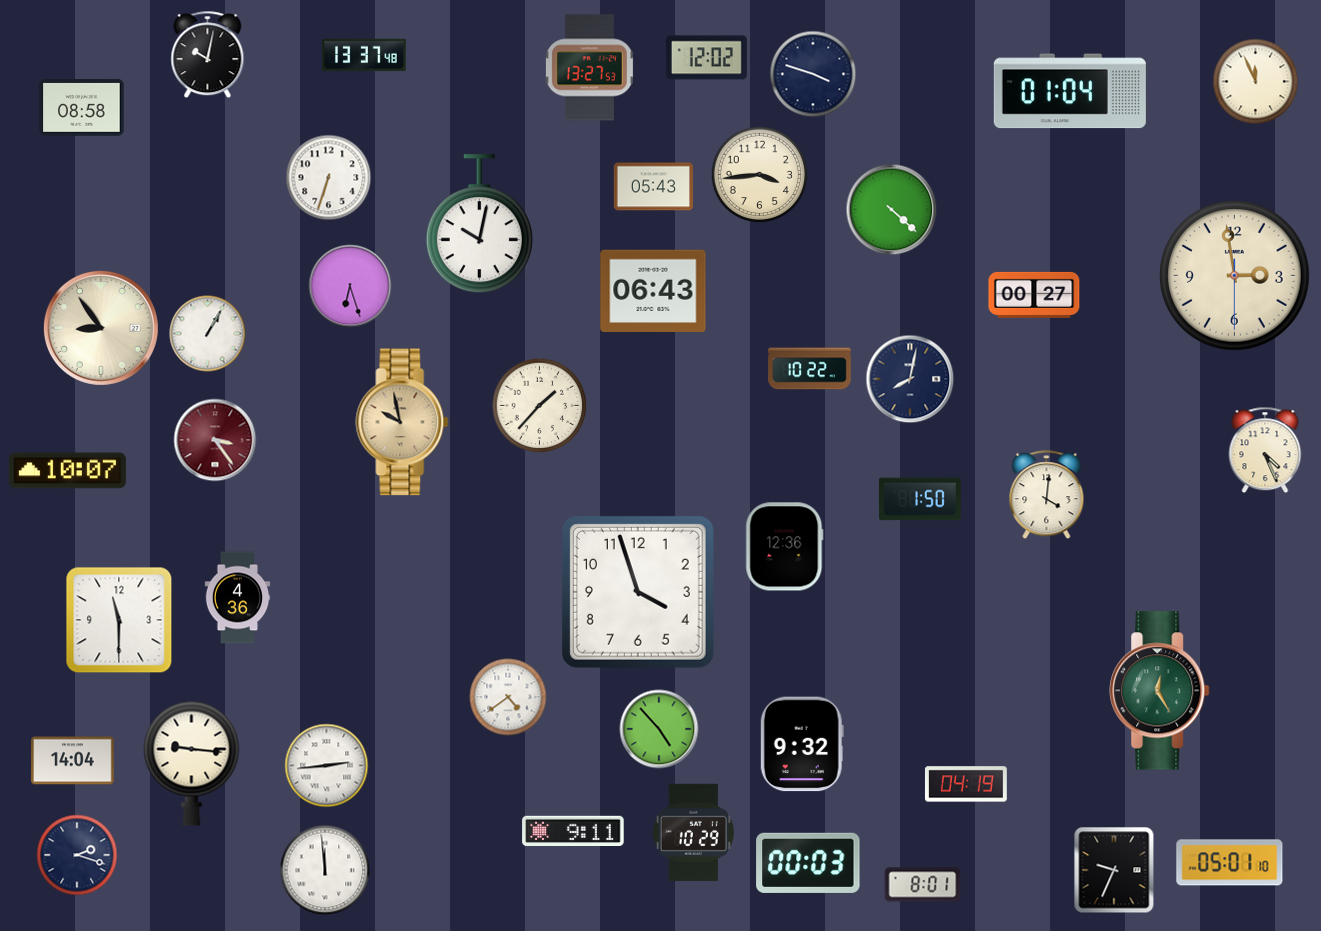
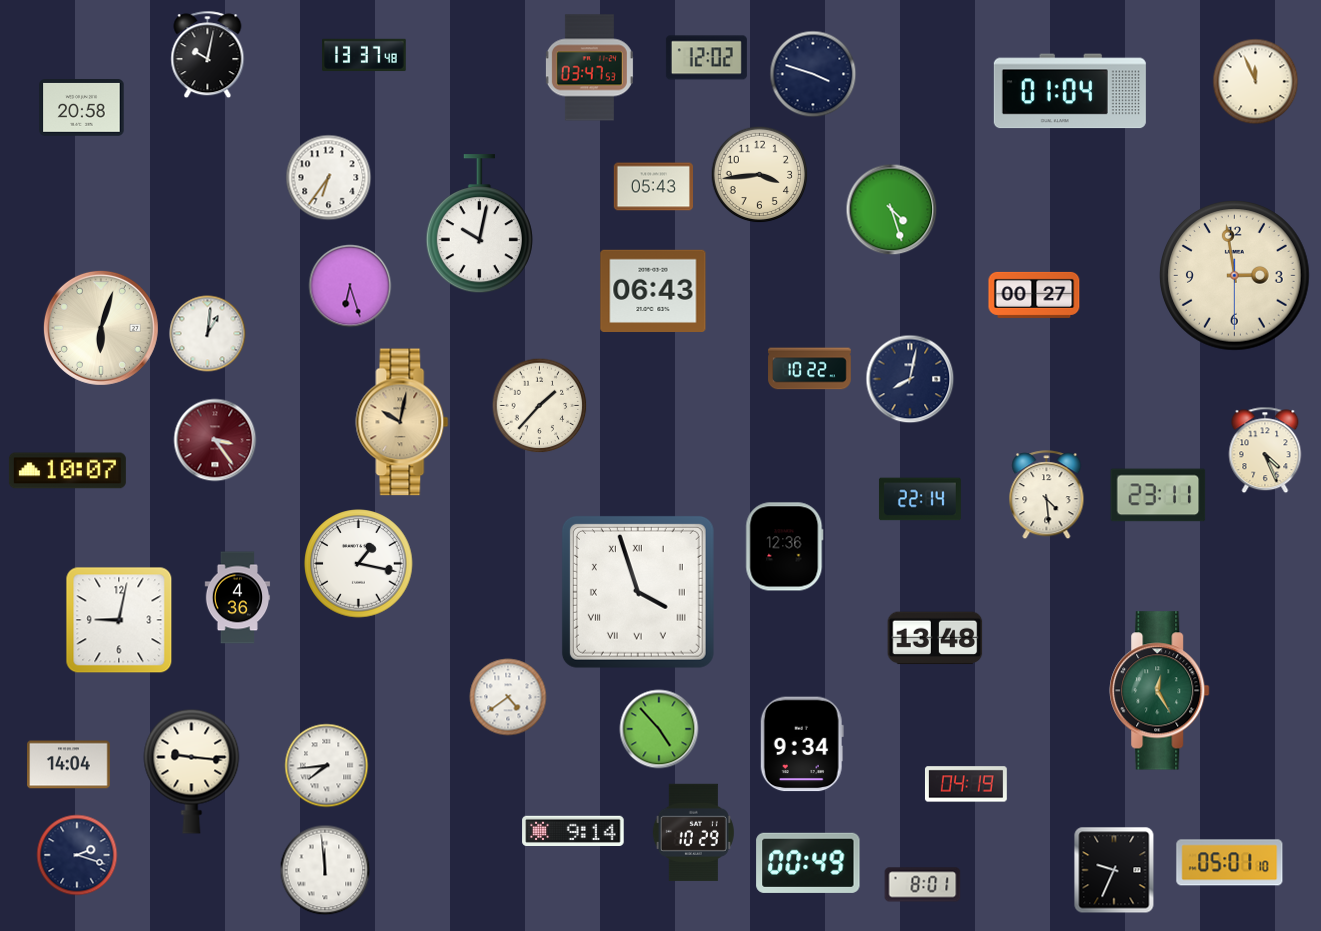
clock at (589, 68): 13:27 -> 03:47
clock at (82, 108): 08:58 -> 20:58
clock at (329, 178): 6:33 -> 6:36
clock at (892, 210): 4:22 -> 4:27
clock at (101, 328): 8:54 -> 6:03
clock at (208, 334): 1:05 -> 1:01
clock at (402, 422): 9:58 -> 10:02
clock at (1047, 495): 4:01 -> 4:29
clock at (1158, 495): none -> 23:11
clock at (920, 499): 1:50 -> 22:14
clock at (359, 564): none -> 1:17
clock at (638, 592) numerals: Arabic -> Roman
clock at (119, 620): 11:30 -> 9:02
clock at (935, 638): none -> 13:48
clock at (802, 744): 9:32 -> 9:34
clock at (73, 761) position: (73, 761) -> (69, 765)
clock at (192, 763) position: (192, 763) -> (192, 771)
clock at (327, 766): 2:44 -> 7:44
clock at (573, 831): 9:11 -> 9:14
clock at (808, 863): 00:03 -> 00:49
